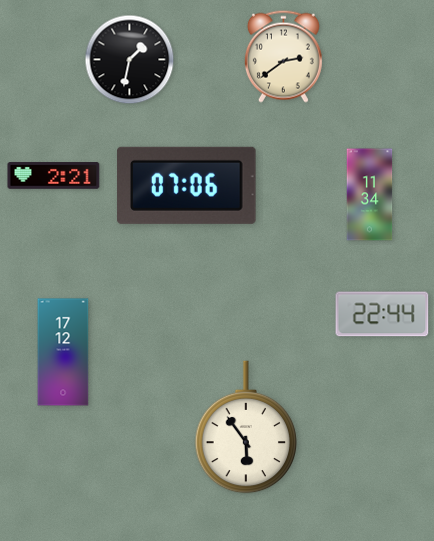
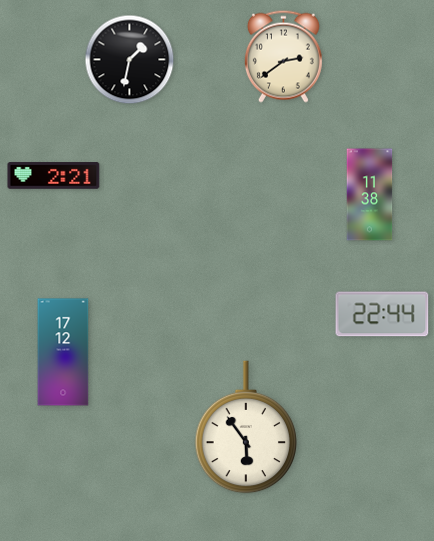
clock at (187, 185): 07:06 -> none
clock at (370, 195): 11:34 -> 11:38
